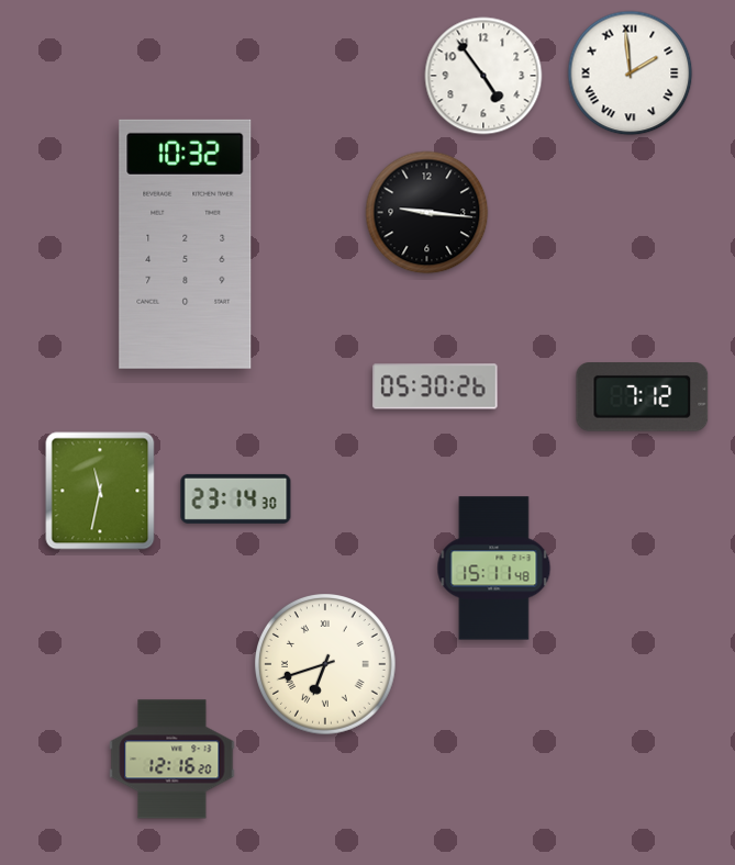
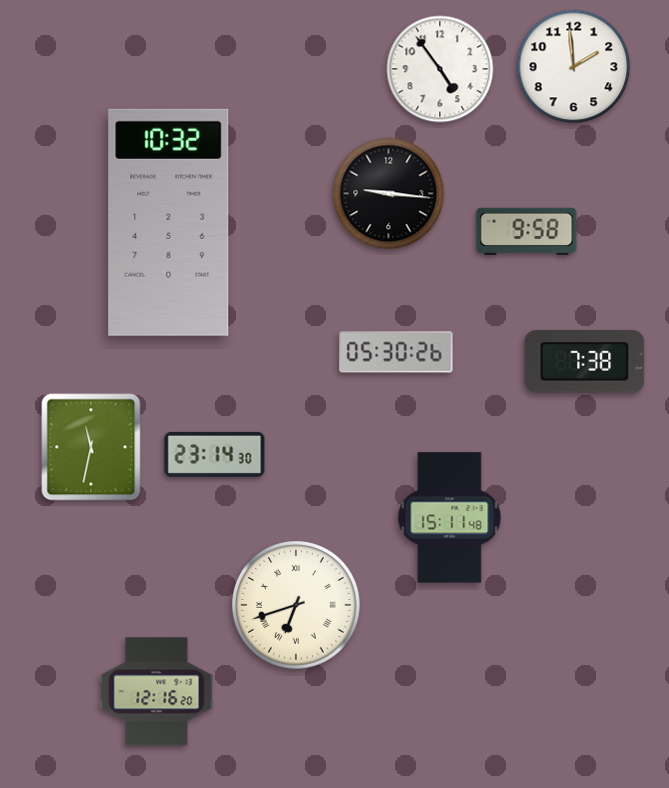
clock at (631, 74) numerals: Roman -> Arabic
clock at (527, 231): none -> 9:58
clock at (643, 397): 7:12 -> 7:38
